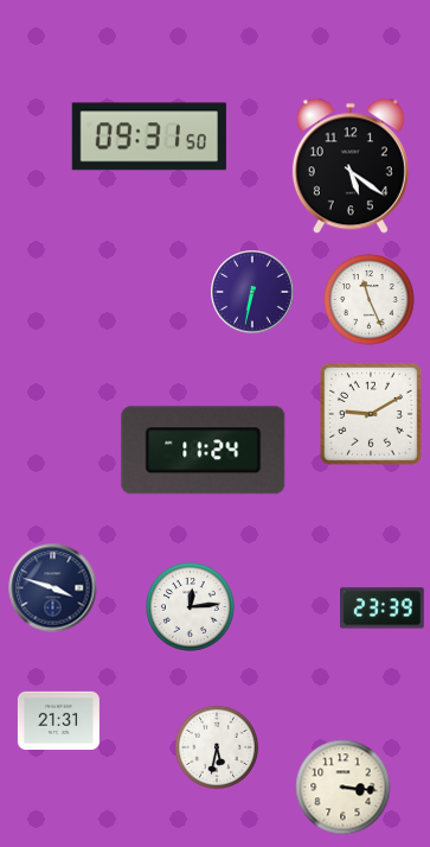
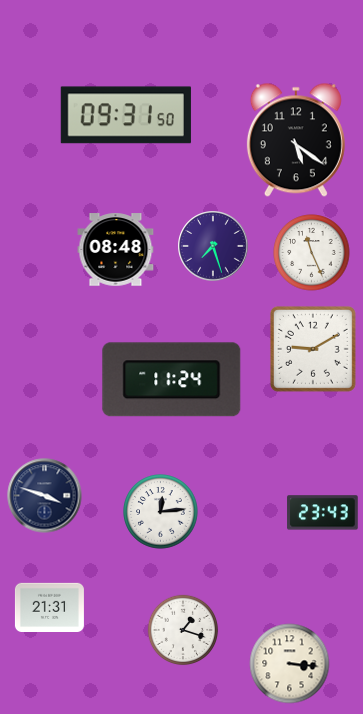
clock at (252, 292): 6:32 -> 7:27
clock at (116, 250): none -> 08:48
clock at (383, 609): 23:39 -> 23:43
clock at (217, 747): 5:32 -> 1:18
